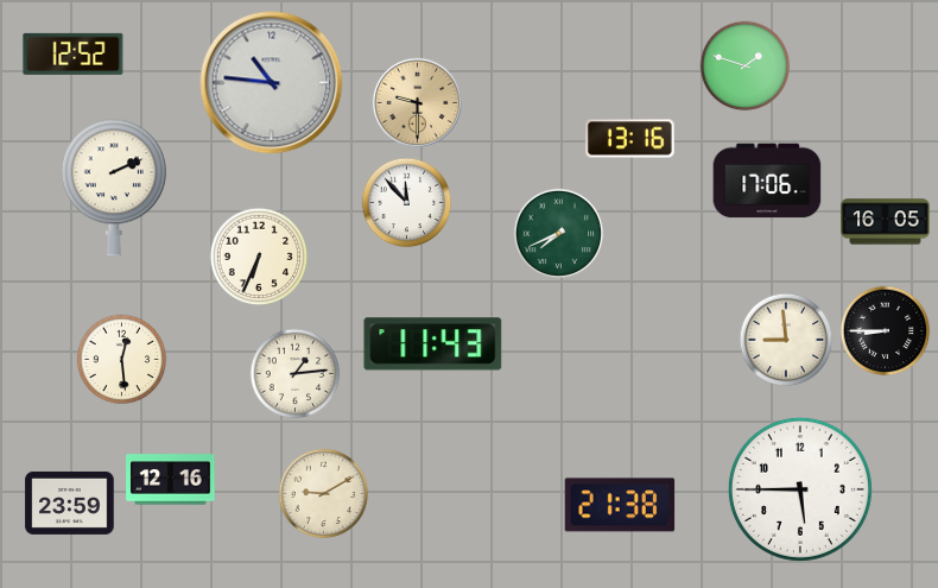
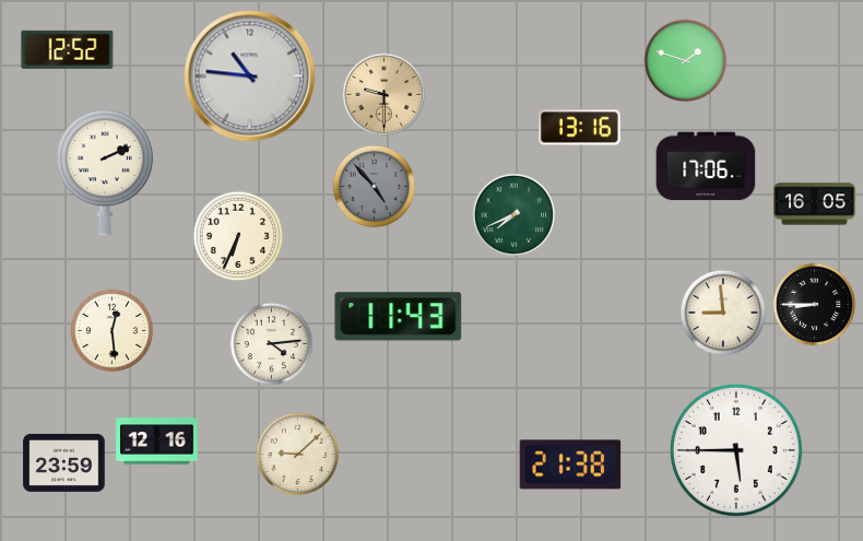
clock at (407, 203): 11:53 -> 4:53
clock at (407, 203) dial: white -> grey
clock at (296, 374): 1:14 -> 4:14
clock at (324, 494): 9:10 -> 9:08
